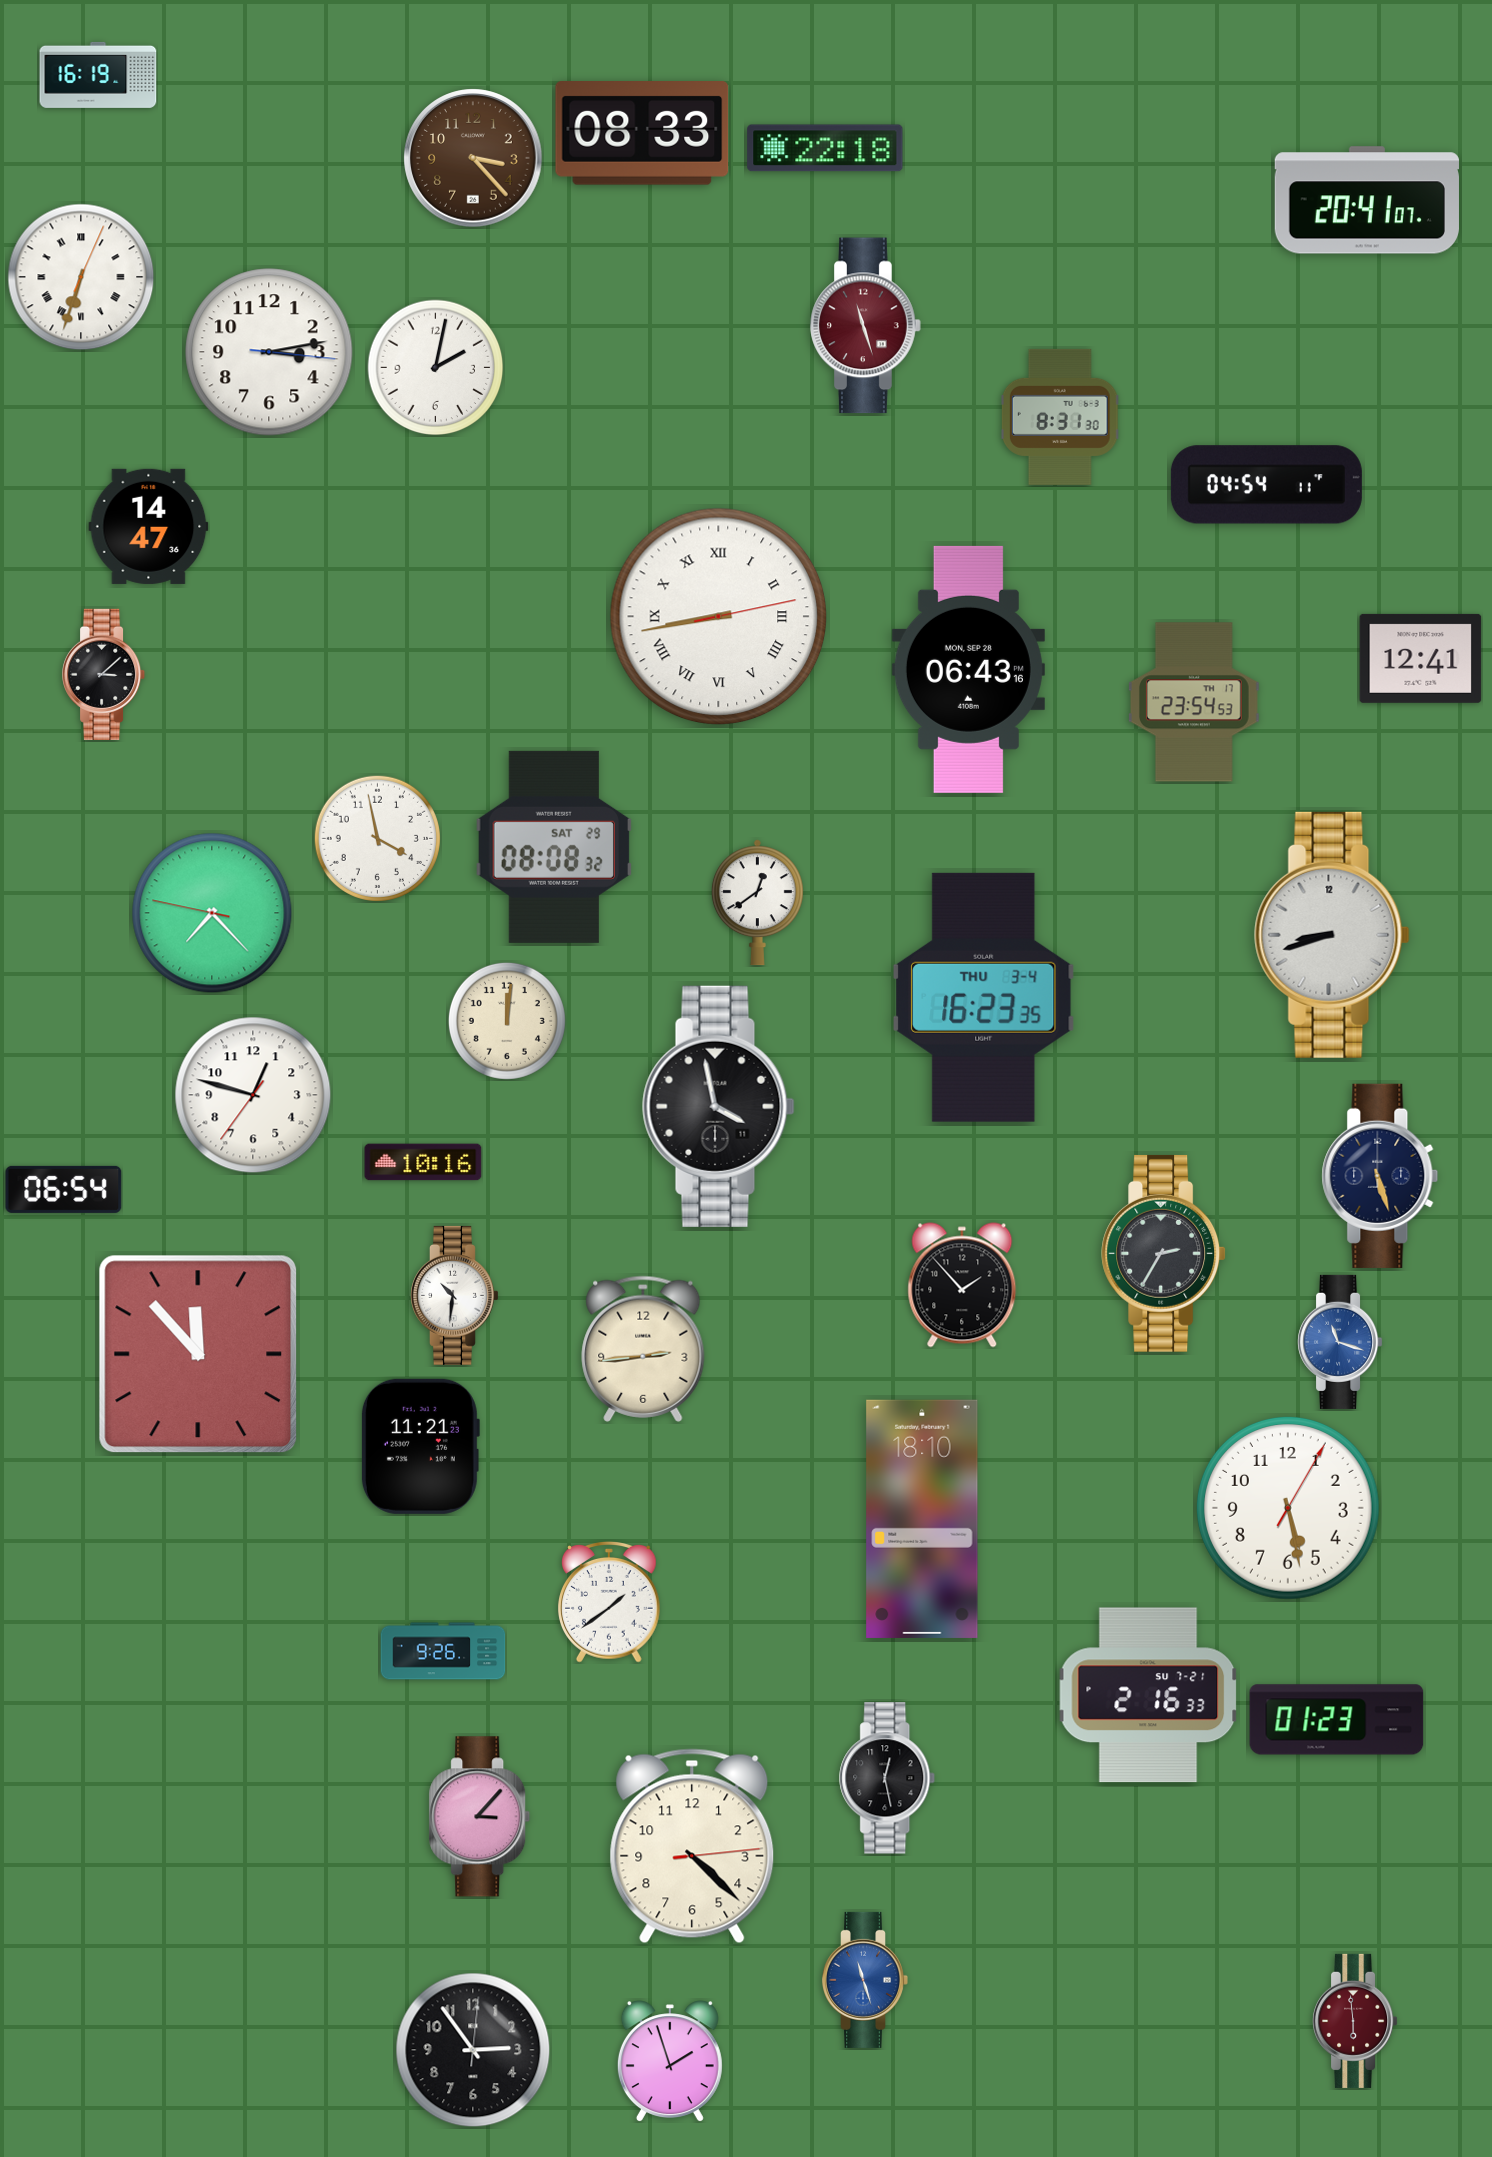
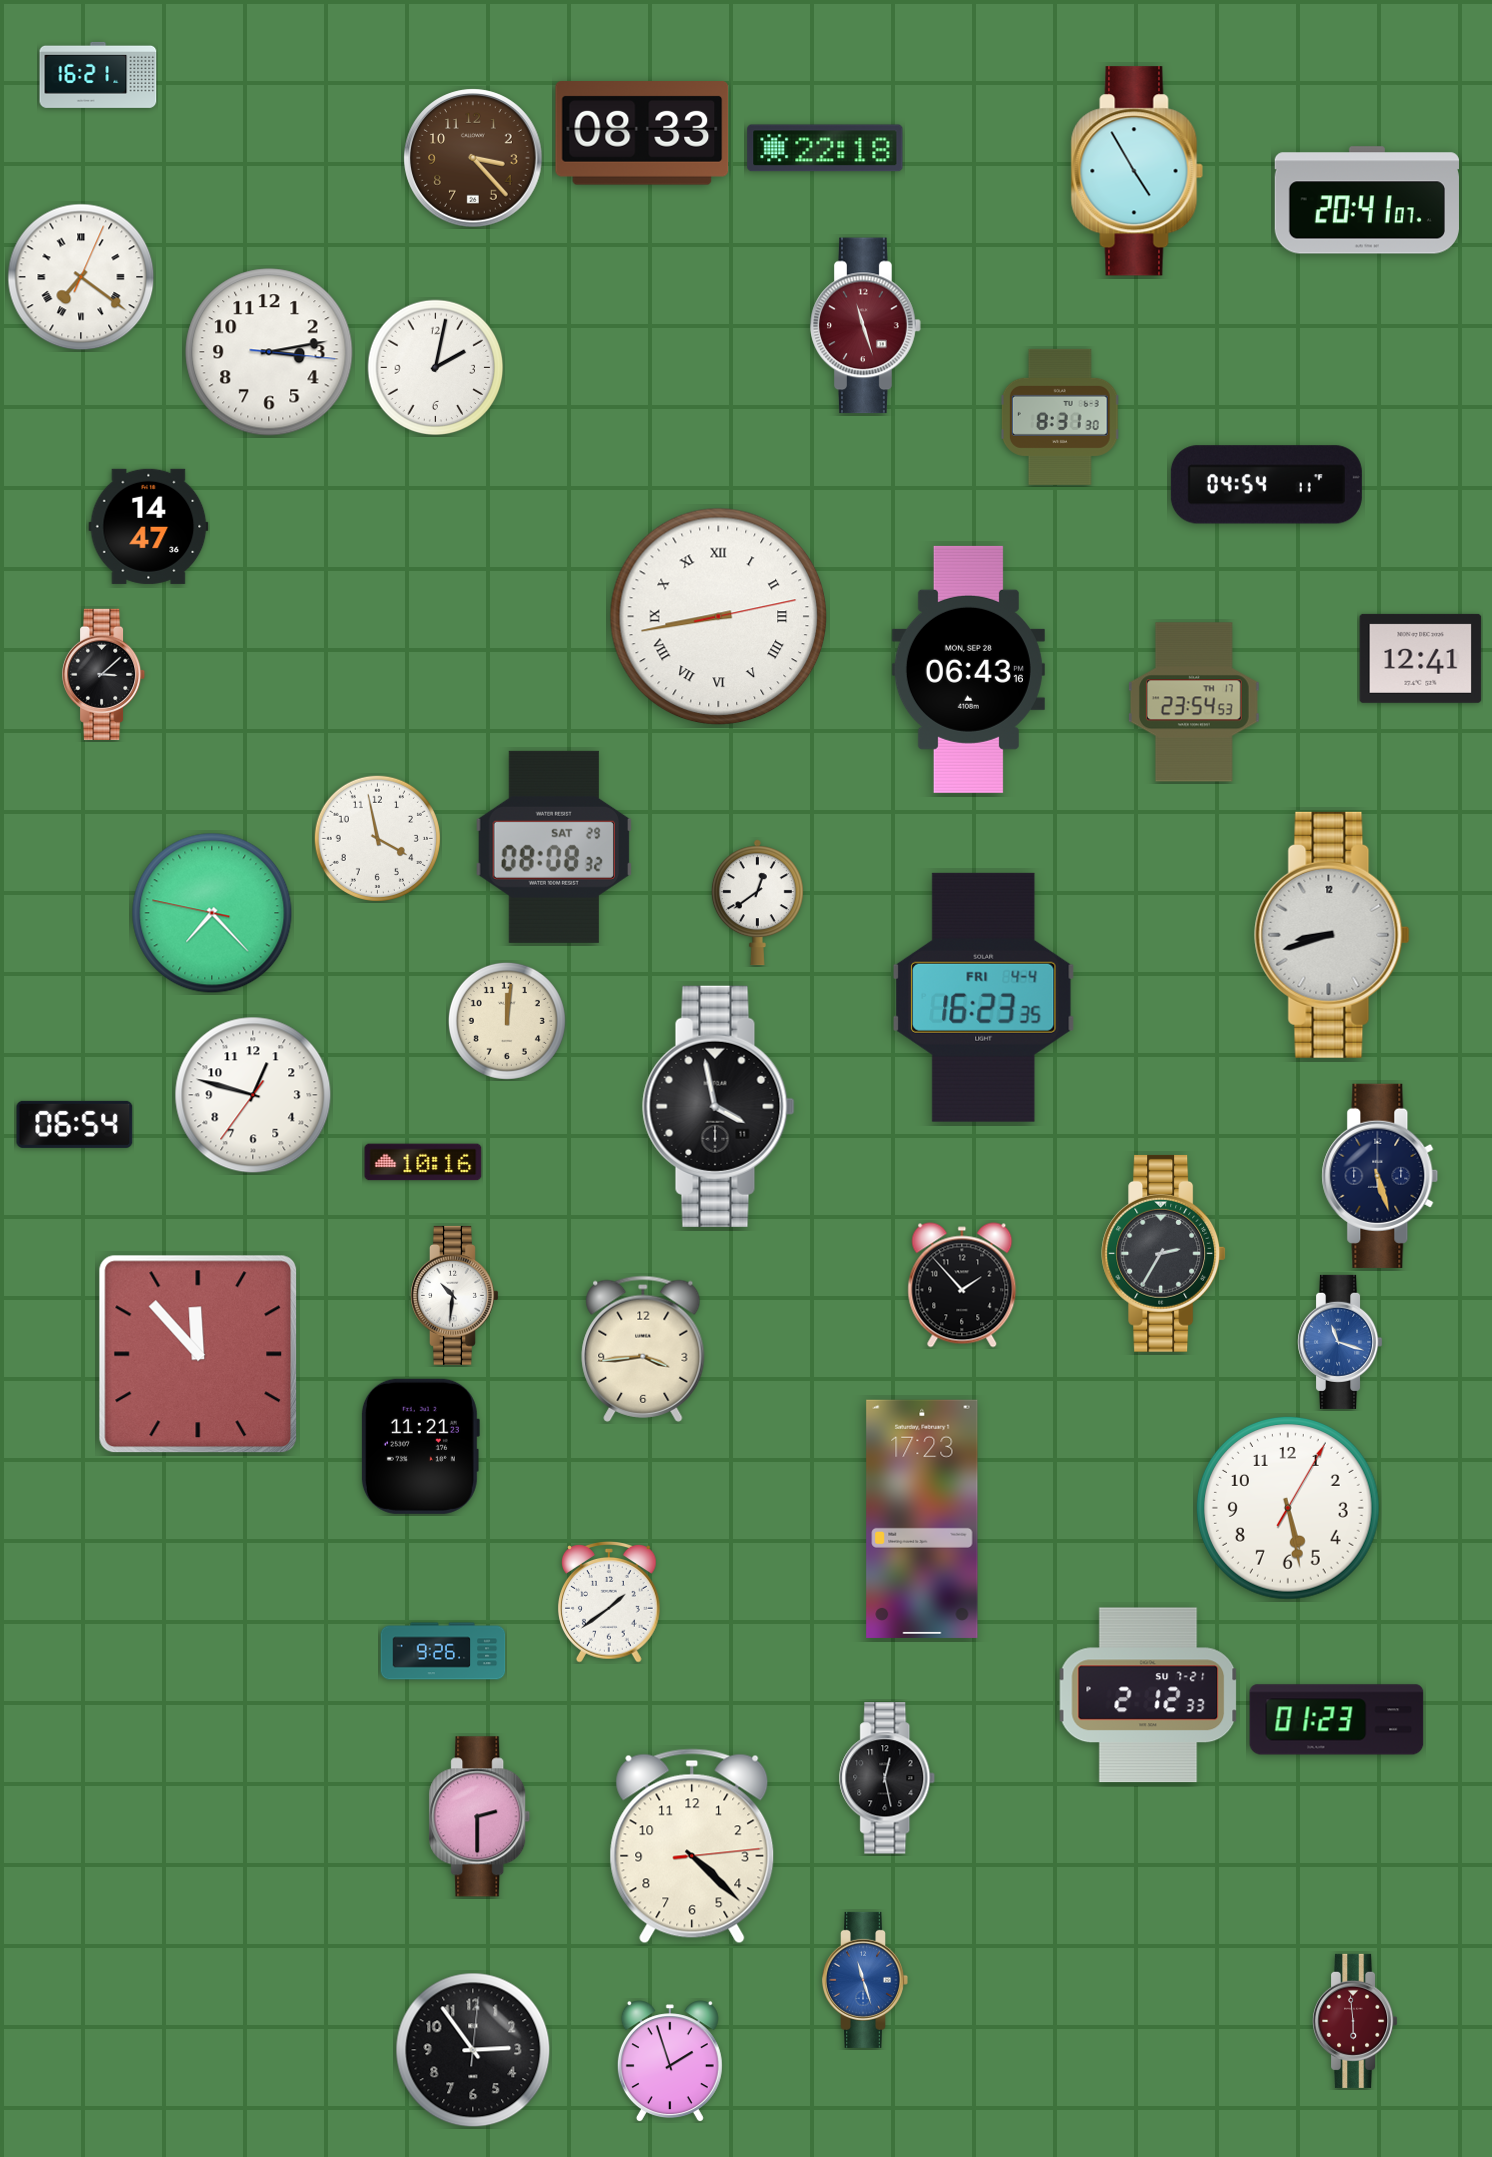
clock at (98, 75): 16:19 -> 16:21
clock at (1137, 171): none -> 4:55
clock at (81, 277): 6:33 -> 7:21
clock at (984, 997) date: THU 3-4 -> FRI 4-4
clock at (64, 1189) position: (64, 1189) -> (75, 1124)
clock at (643, 1349): 2:44 -> 3:44
clock at (922, 1519): 18:10 -> 17:23
clock at (1148, 1695): 2:16 -> 2:12
clock at (480, 1817): 3:07 -> 2:30
